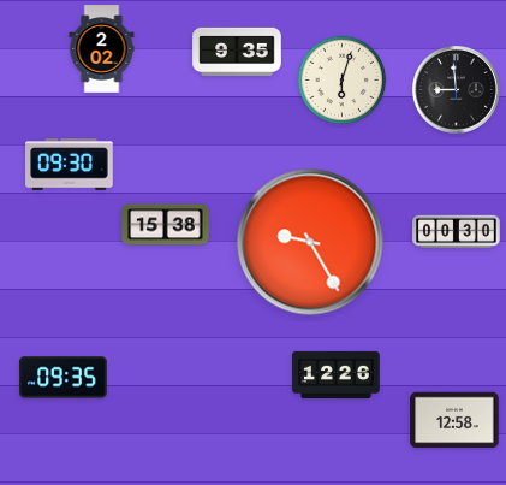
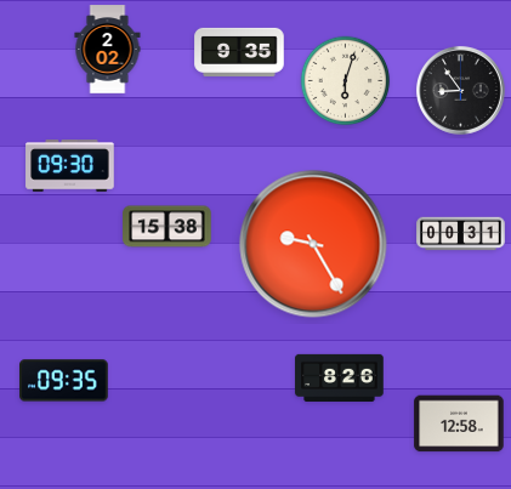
clock at (102, 49) position: (102, 49) -> (108, 50)
clock at (456, 89): 8:59 -> 8:54
clock at (457, 232): 00:30 -> 00:31
clock at (337, 374): 12:26 -> 8:26
